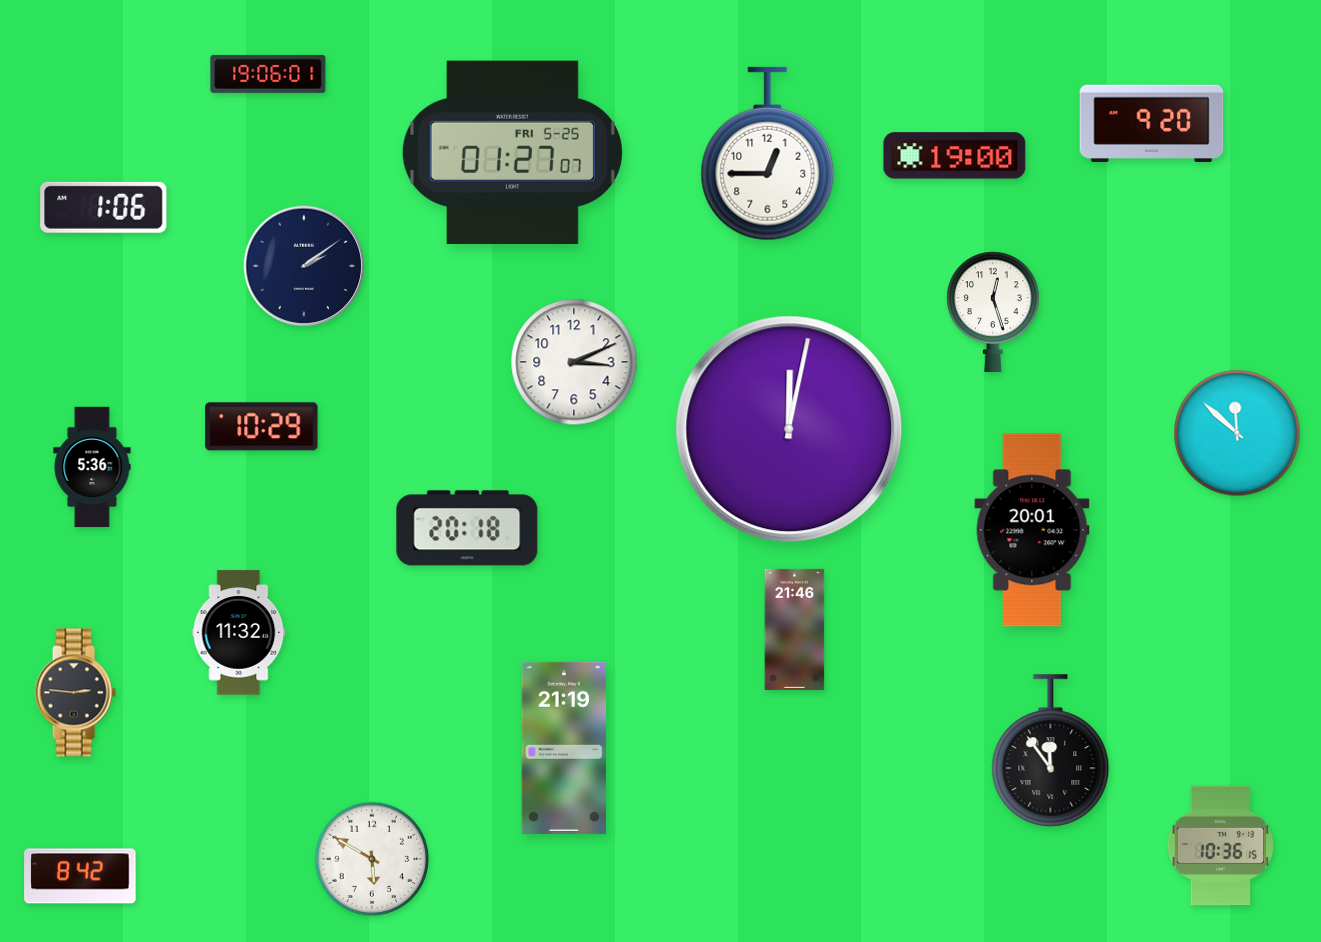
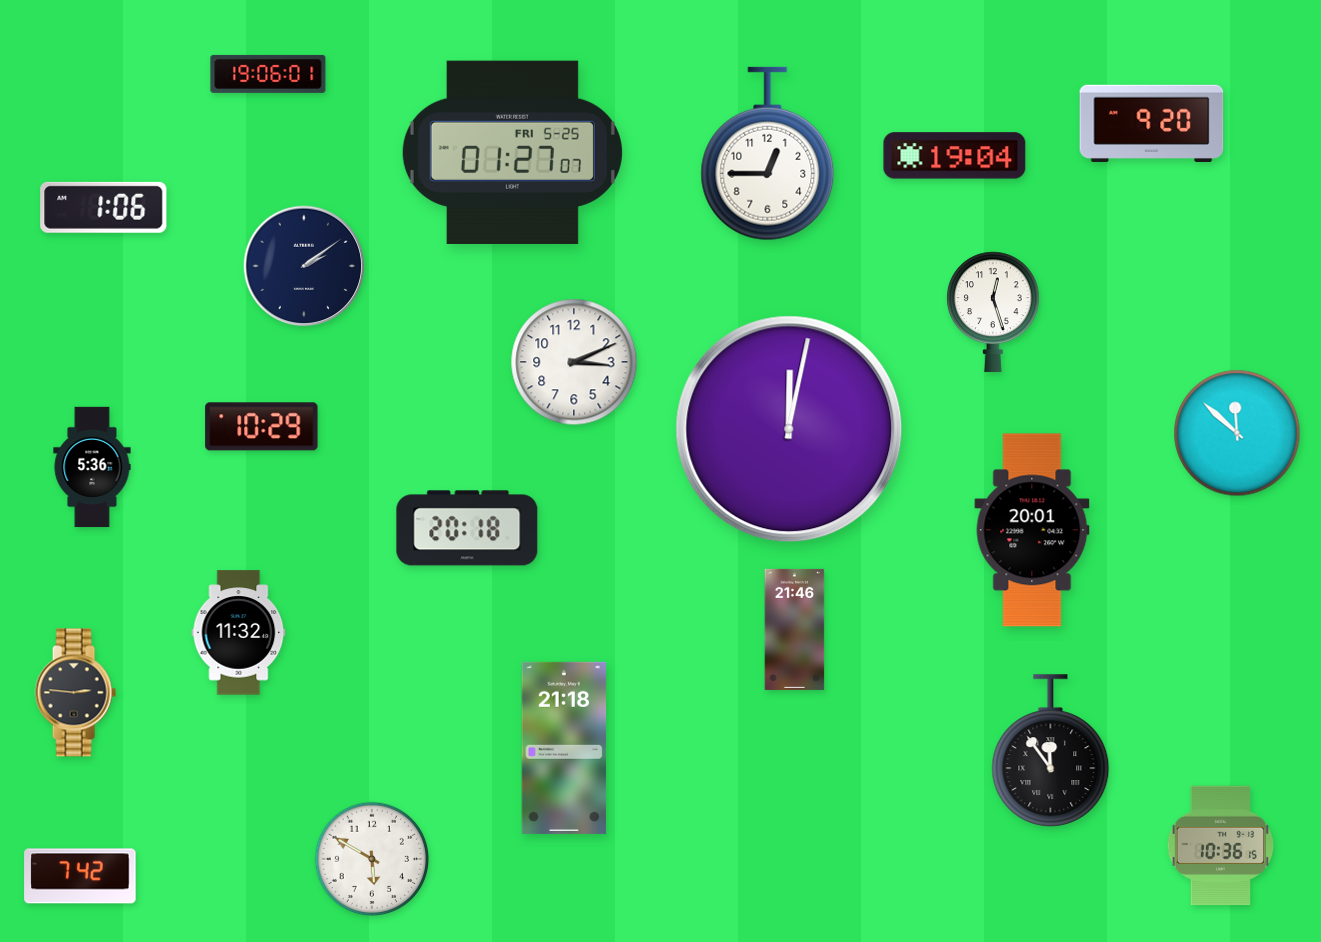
clock at (955, 156): 19:00 -> 19:04
clock at (564, 748): 21:19 -> 21:18
clock at (80, 876): 8:42 -> 7:42
